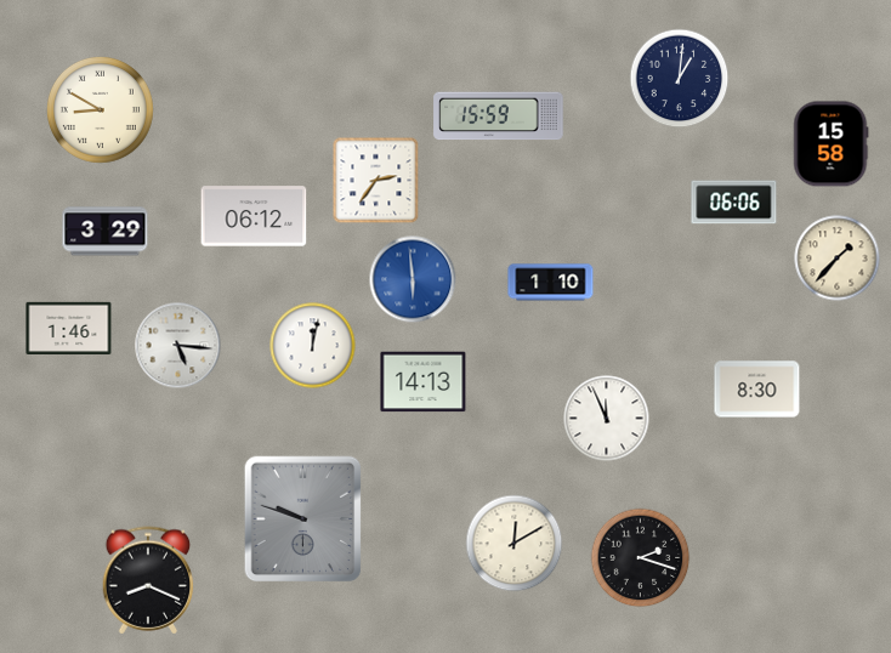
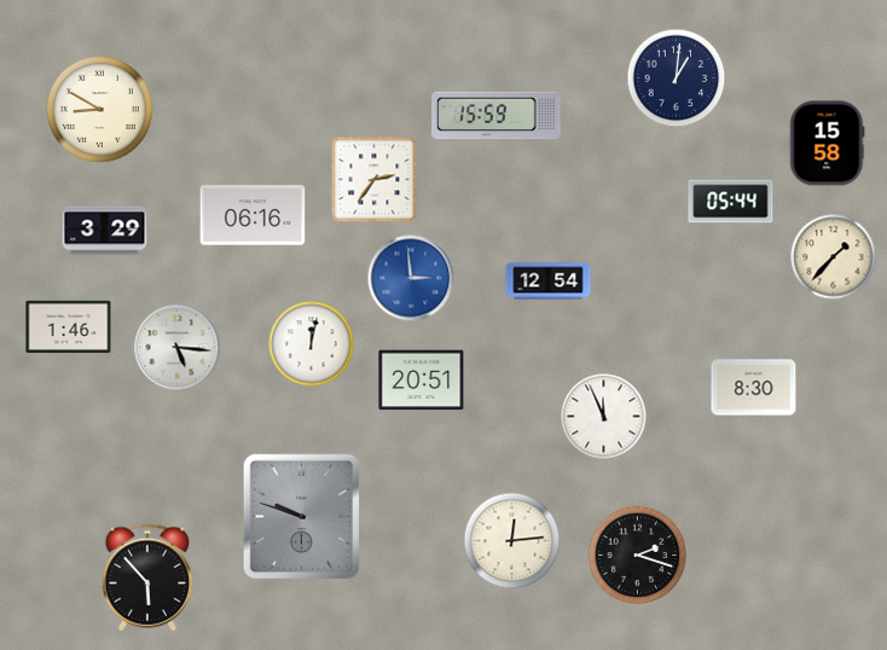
clock at (734, 203): 06:06 -> 05:44
clock at (254, 216): 06:12 -> 06:16
clock at (413, 279): 5:59 -> 2:59
clock at (551, 283): 1:10 -> 12:54
clock at (178, 346) position: (178, 346) -> (178, 348)
clock at (424, 382): 14:13 -> 20:51
clock at (515, 544): 12:10 -> 12:14
clock at (148, 580): 8:19 -> 5:53
